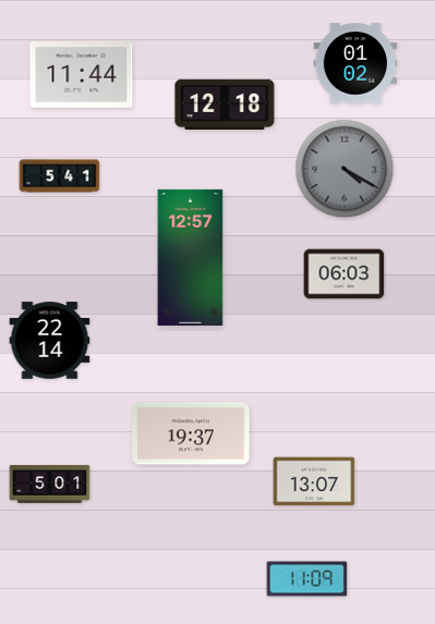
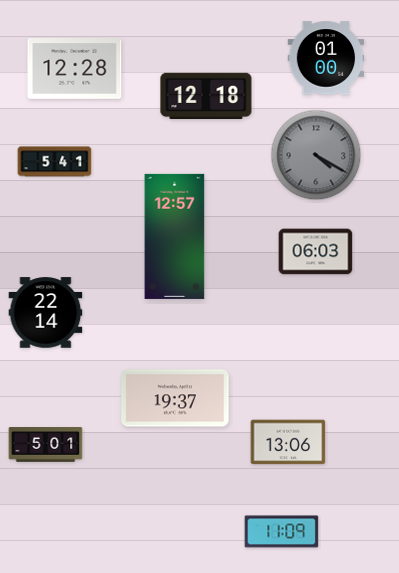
clock at (355, 63): 01:02 -> 01:00
clock at (82, 75): 11:44 -> 12:28
clock at (314, 481): 13:07 -> 13:06
